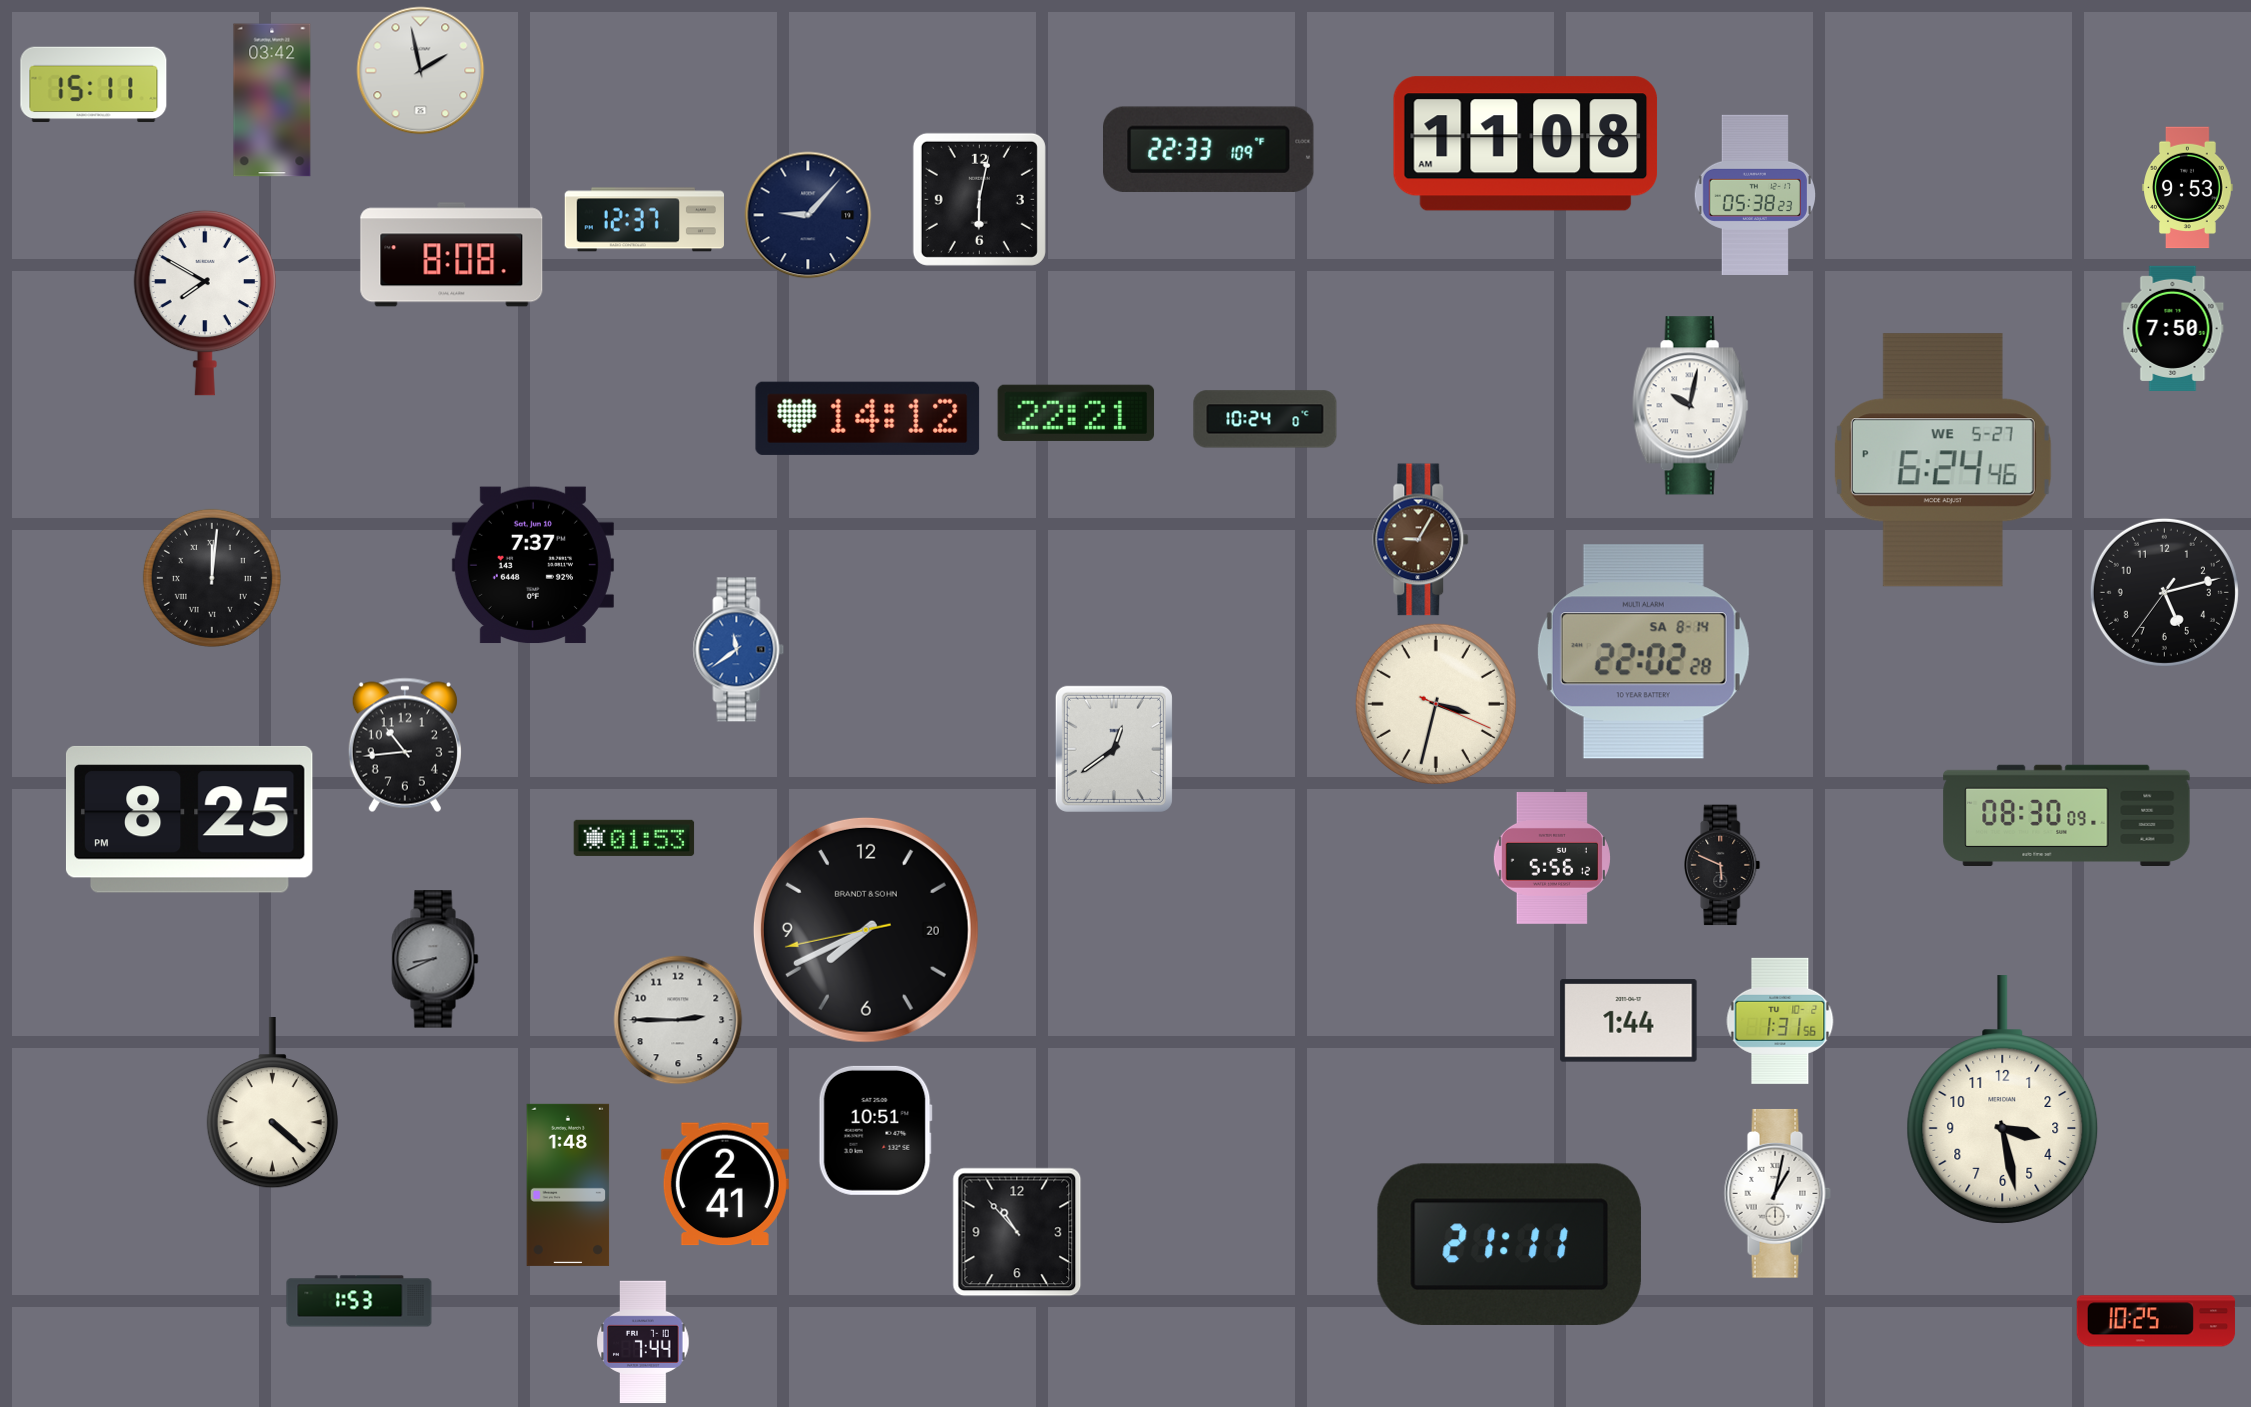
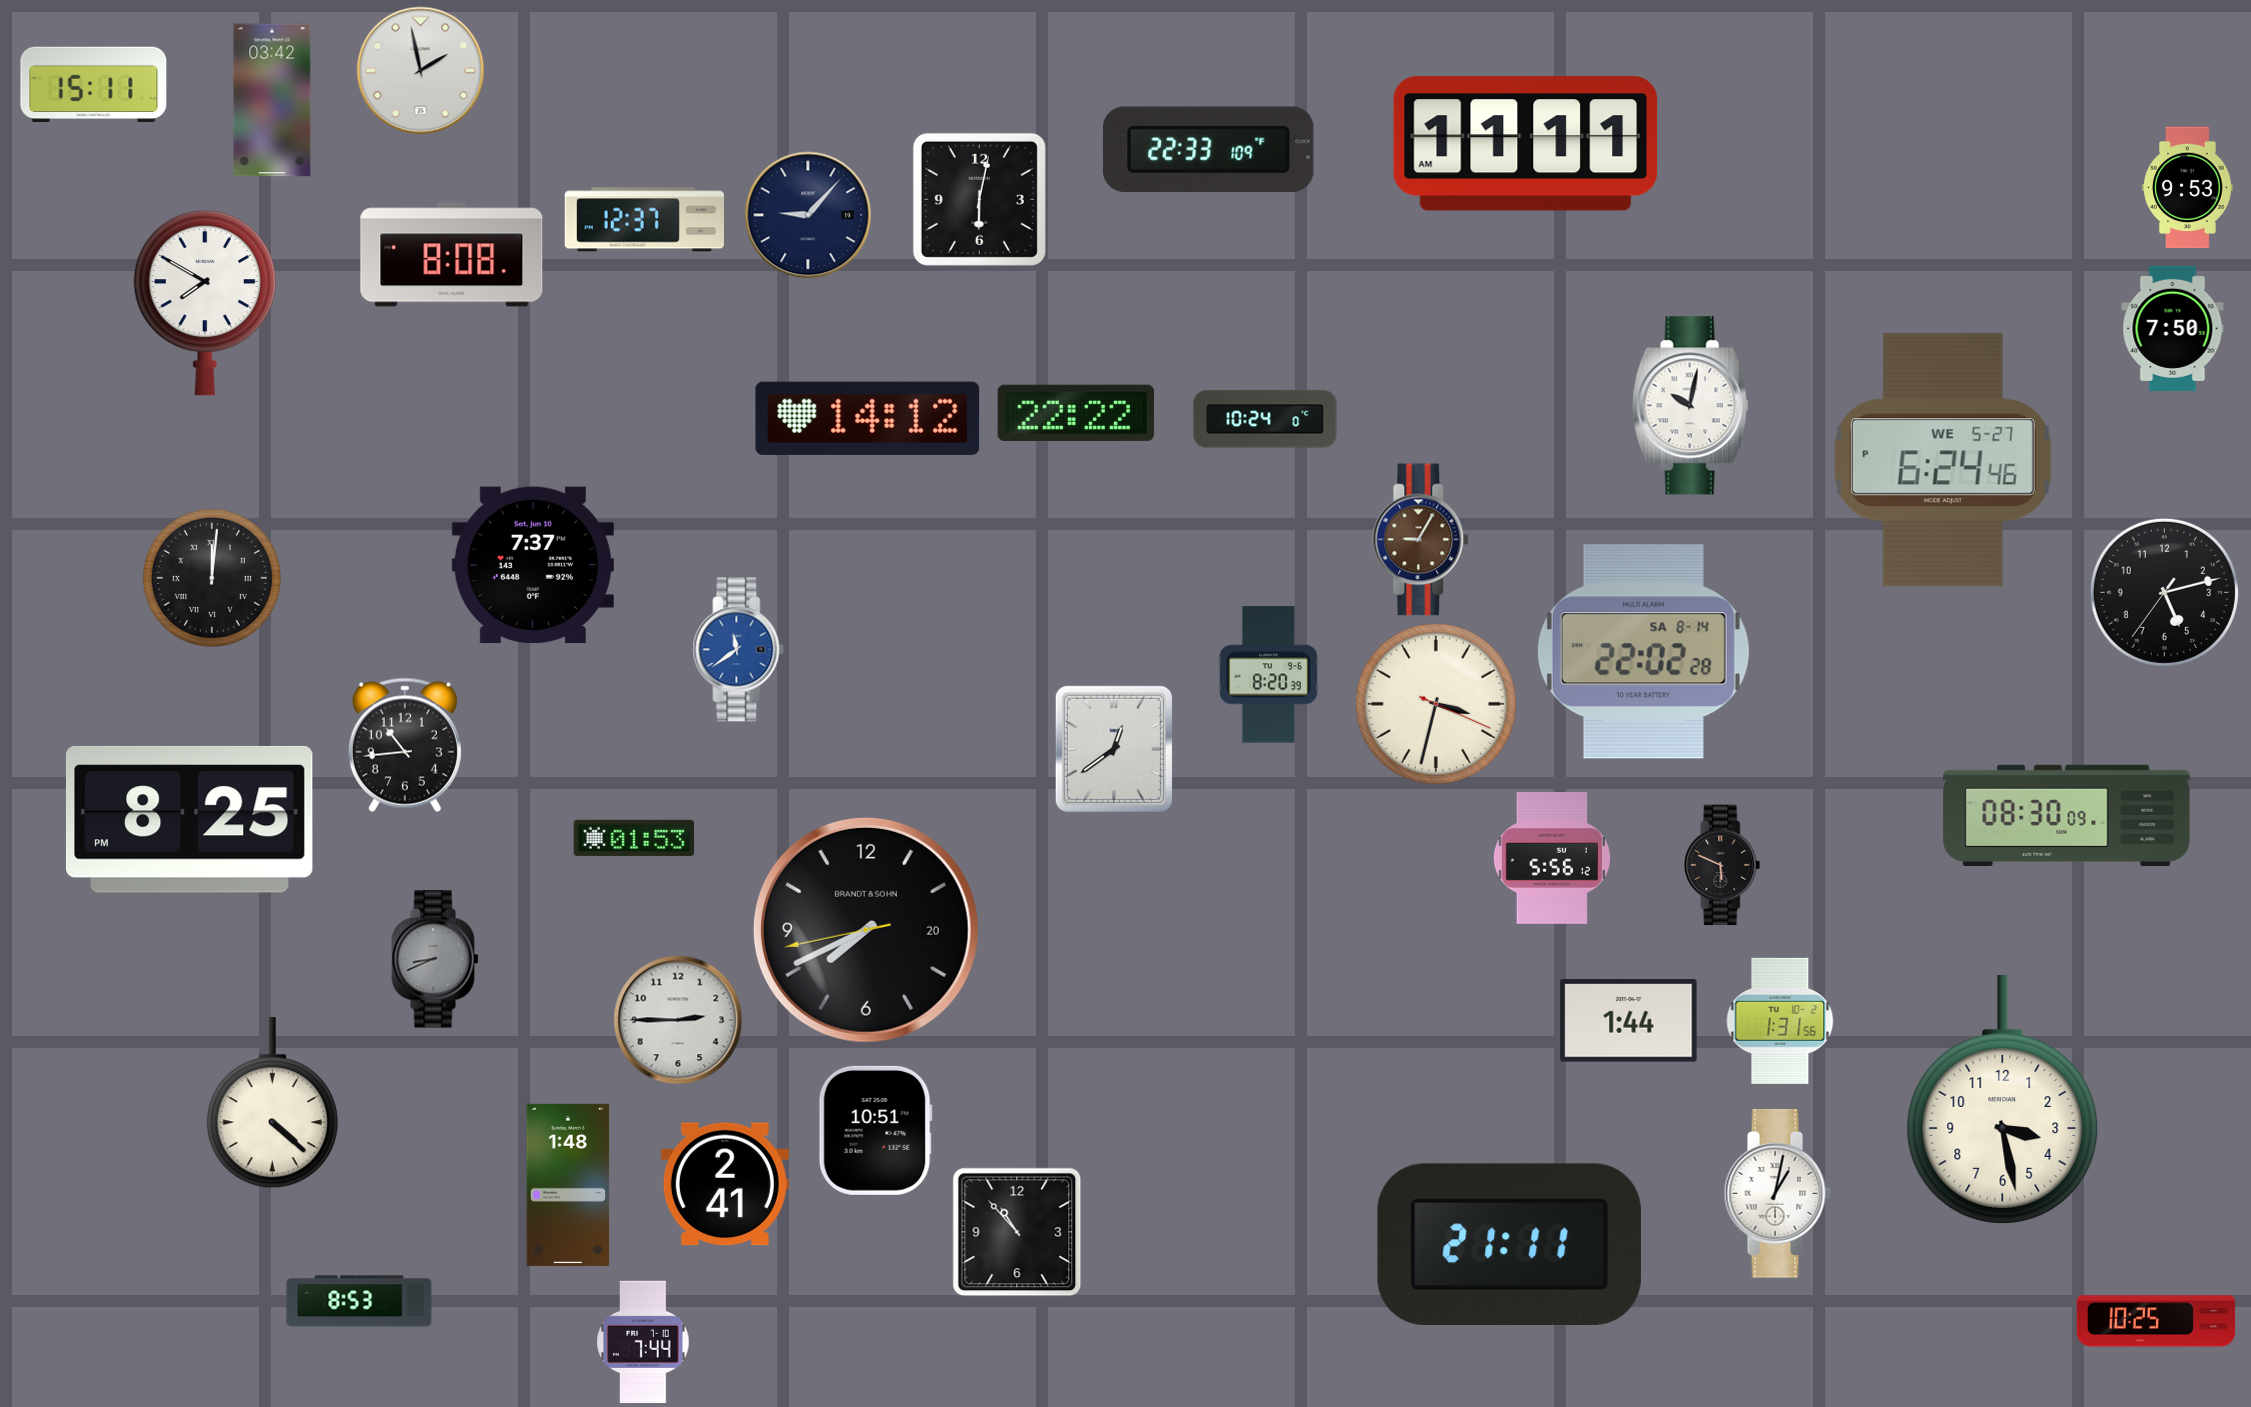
clock at (1526, 144): 11:08 -> 11:11
clock at (1754, 195): 05:38 -> none
clock at (1076, 413): 22:21 -> 22:22
clock at (1268, 675): none -> 8:20
clock at (359, 1301): 1:53 -> 8:53
